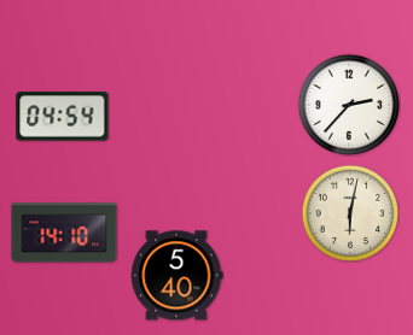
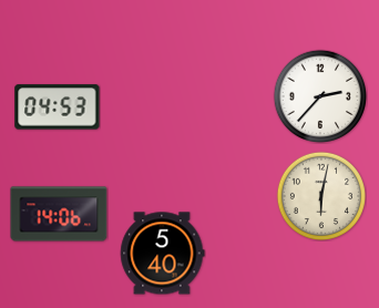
clock at (63, 117): 04:54 -> 04:53
clock at (64, 233): 14:10 -> 14:06
